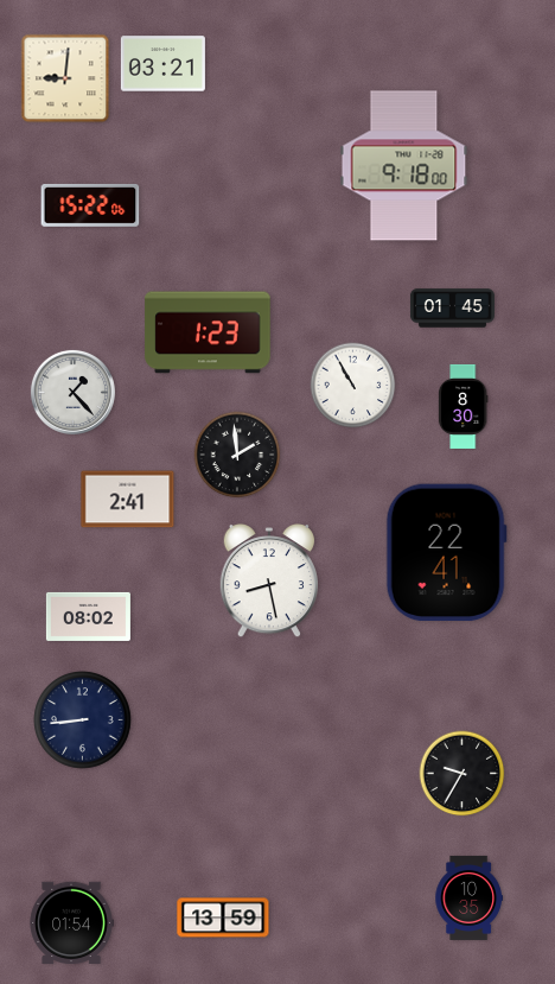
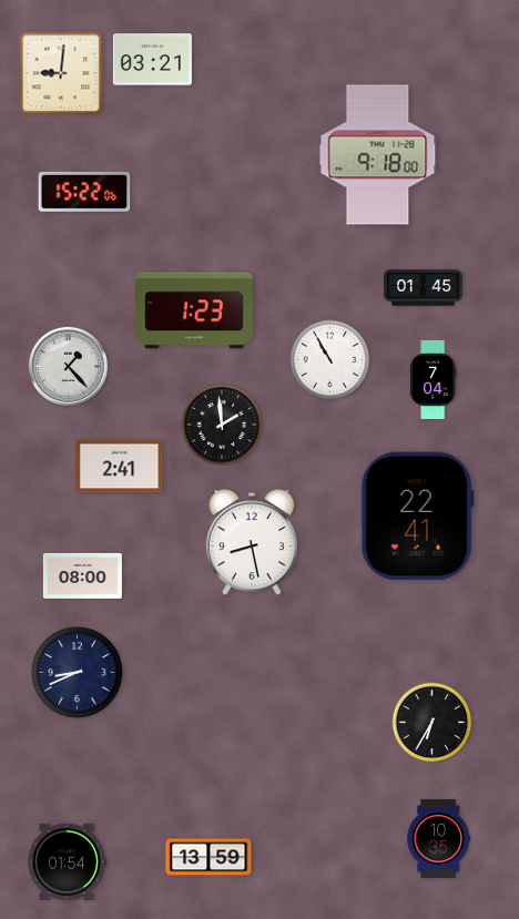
clock at (462, 406): 8:30 -> 7:04
clock at (88, 616): 08:02 -> 08:00
clock at (83, 720): 8:44 -> 8:41
clock at (462, 774): 9:35 -> 6:35
